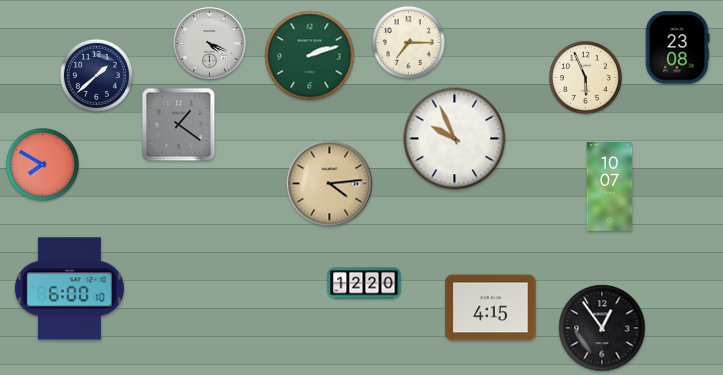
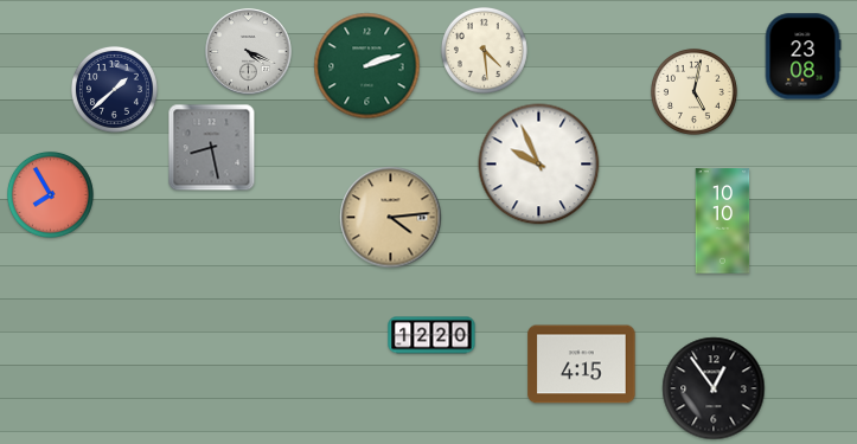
clock at (408, 42): 7:15 -> 4:29
clock at (585, 77): 5:56 -> 5:02
clock at (179, 125): 1:21 -> 8:28
clock at (42, 164): 7:50 -> 7:55
clock at (610, 187): 10:07 -> 10:10
clock at (69, 289): 6:00 -> none
